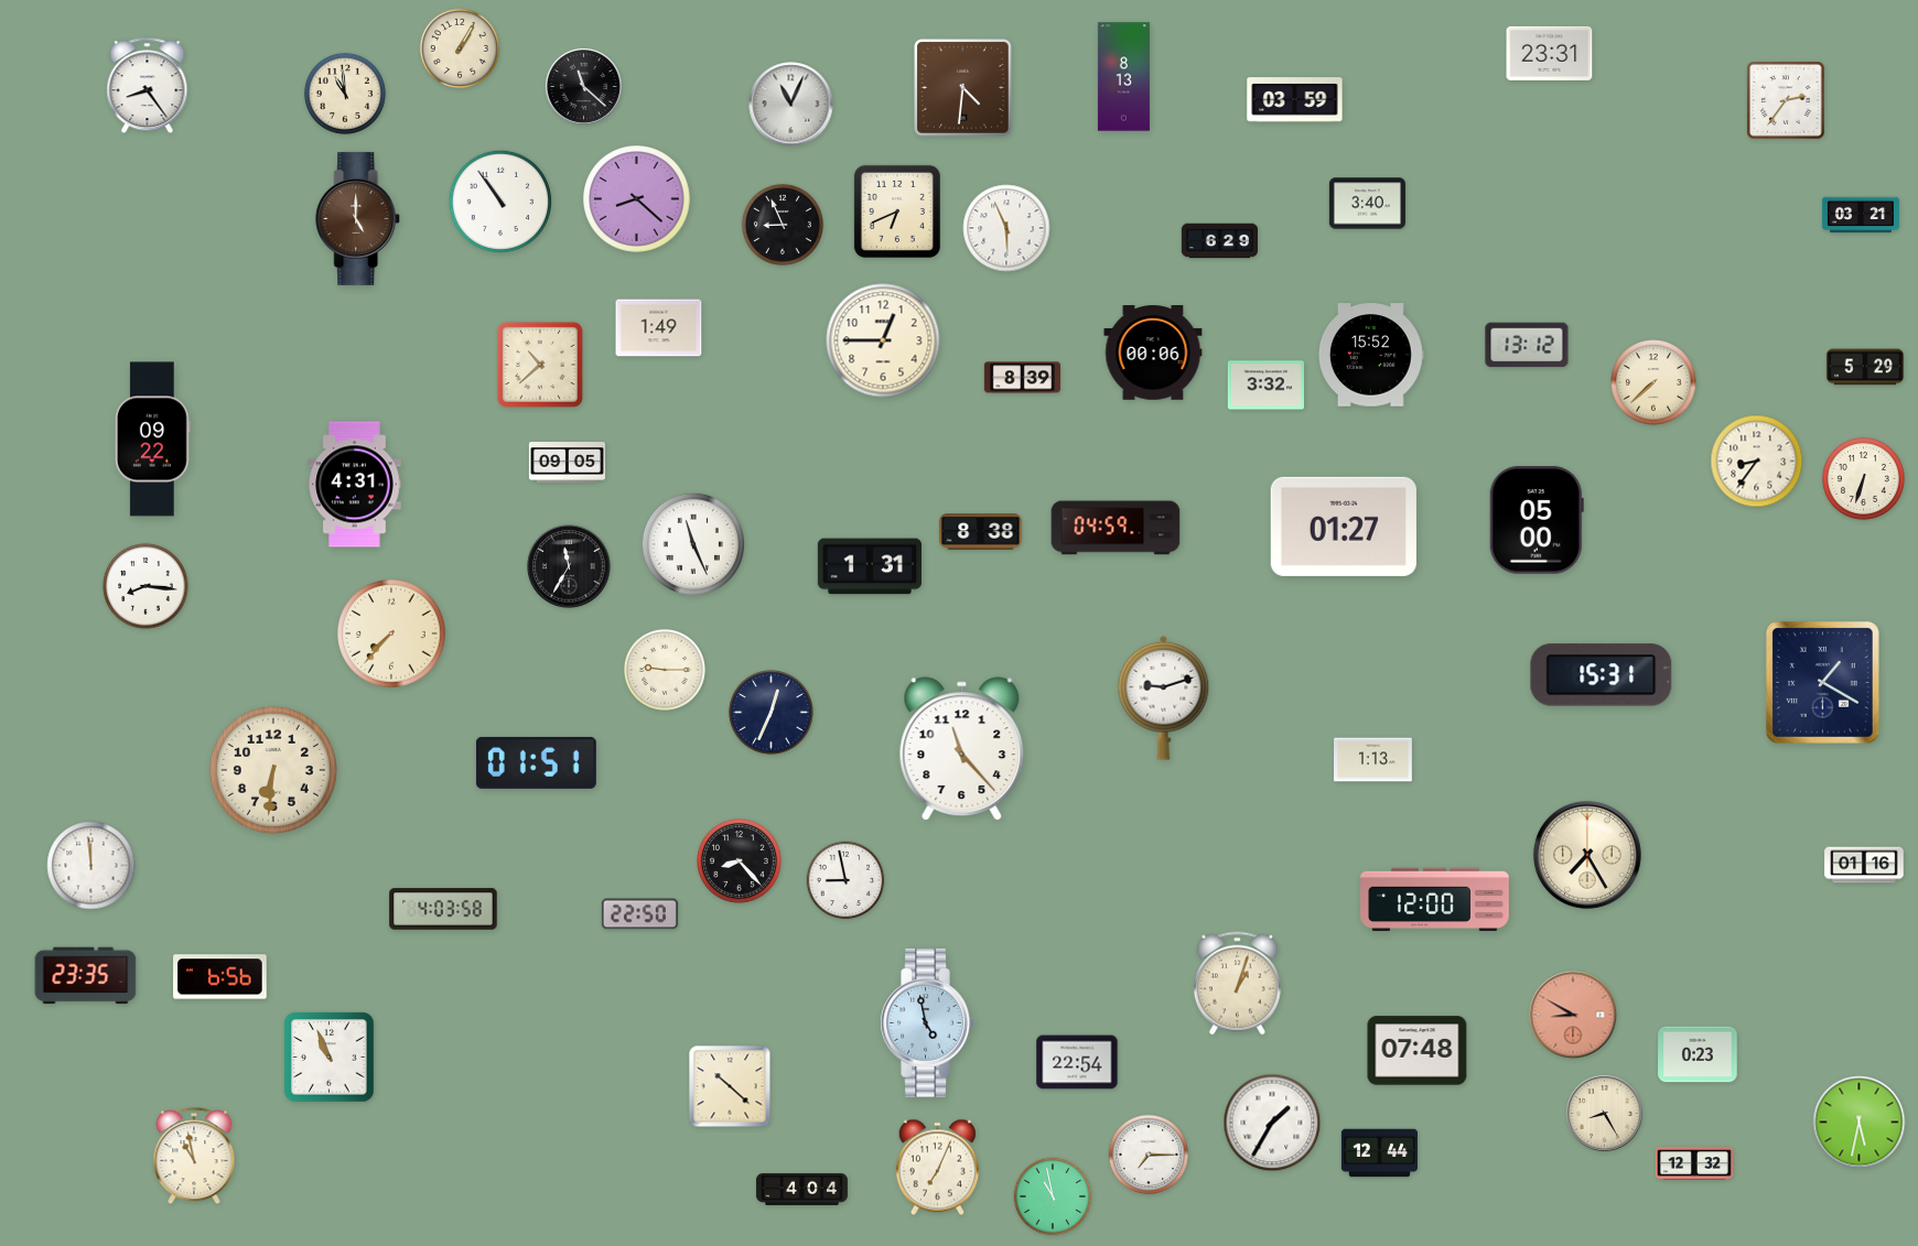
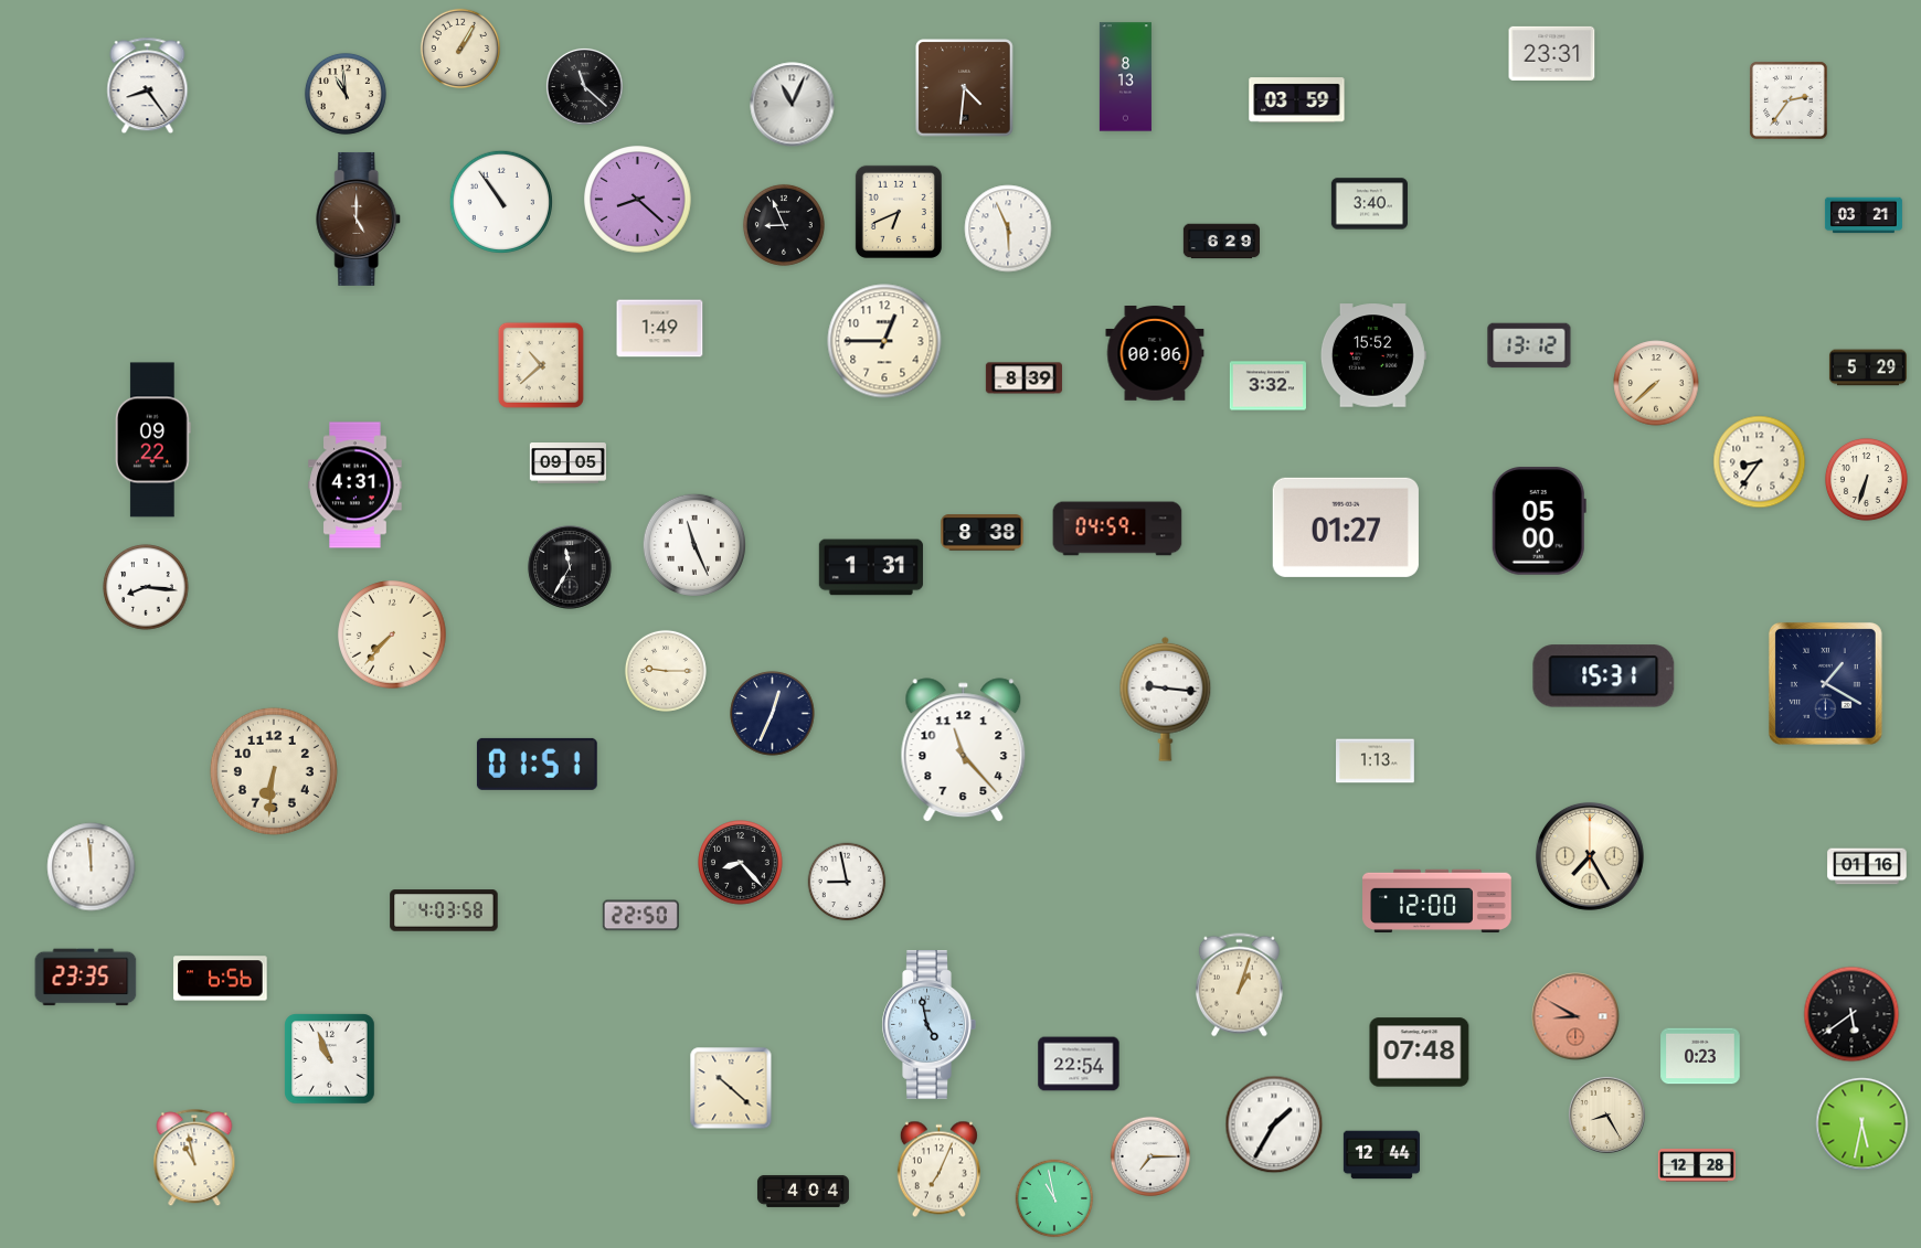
clock at (1164, 697): 9:12 -> 9:16
clock at (1851, 1014): none -> 5:39
clock at (1694, 1163): 12:32 -> 12:28
